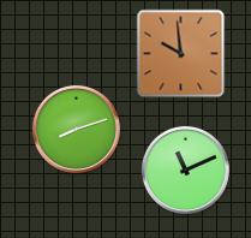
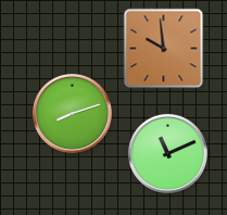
clock at (76, 129) position: (76, 129) -> (72, 113)
